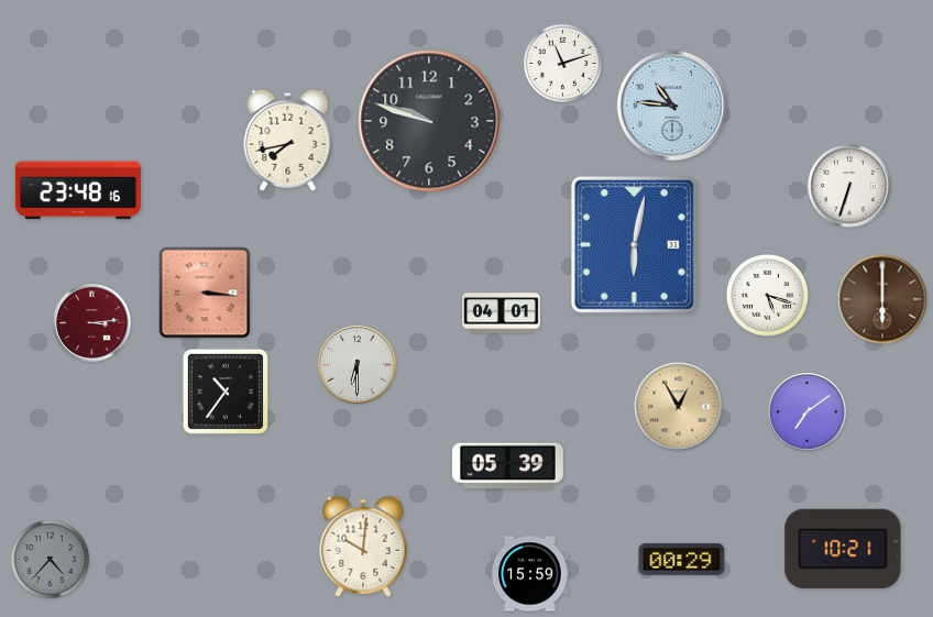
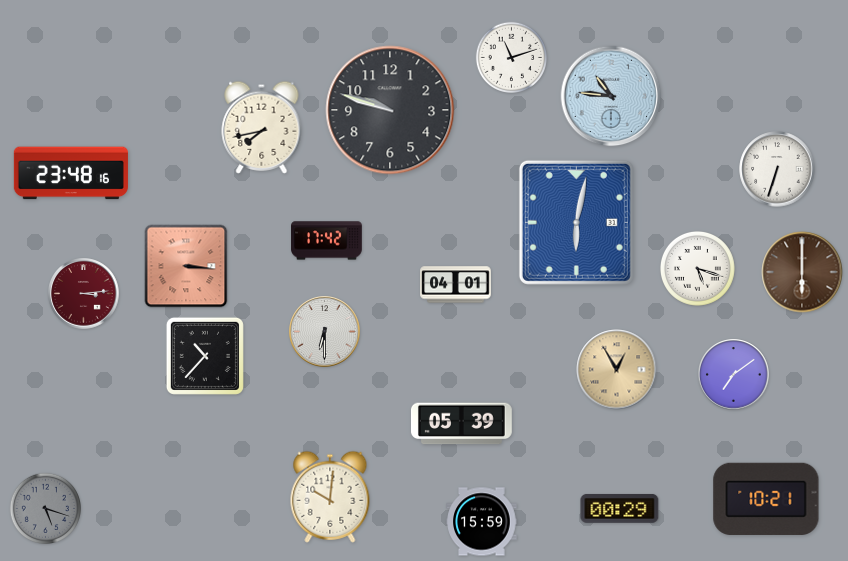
clock at (849, 186) position: (849, 186) -> (777, 169)
clock at (327, 241): none -> 17:42
clock at (226, 392): 10:36 -> 10:37
clock at (50, 559): 4:37 -> 5:18
